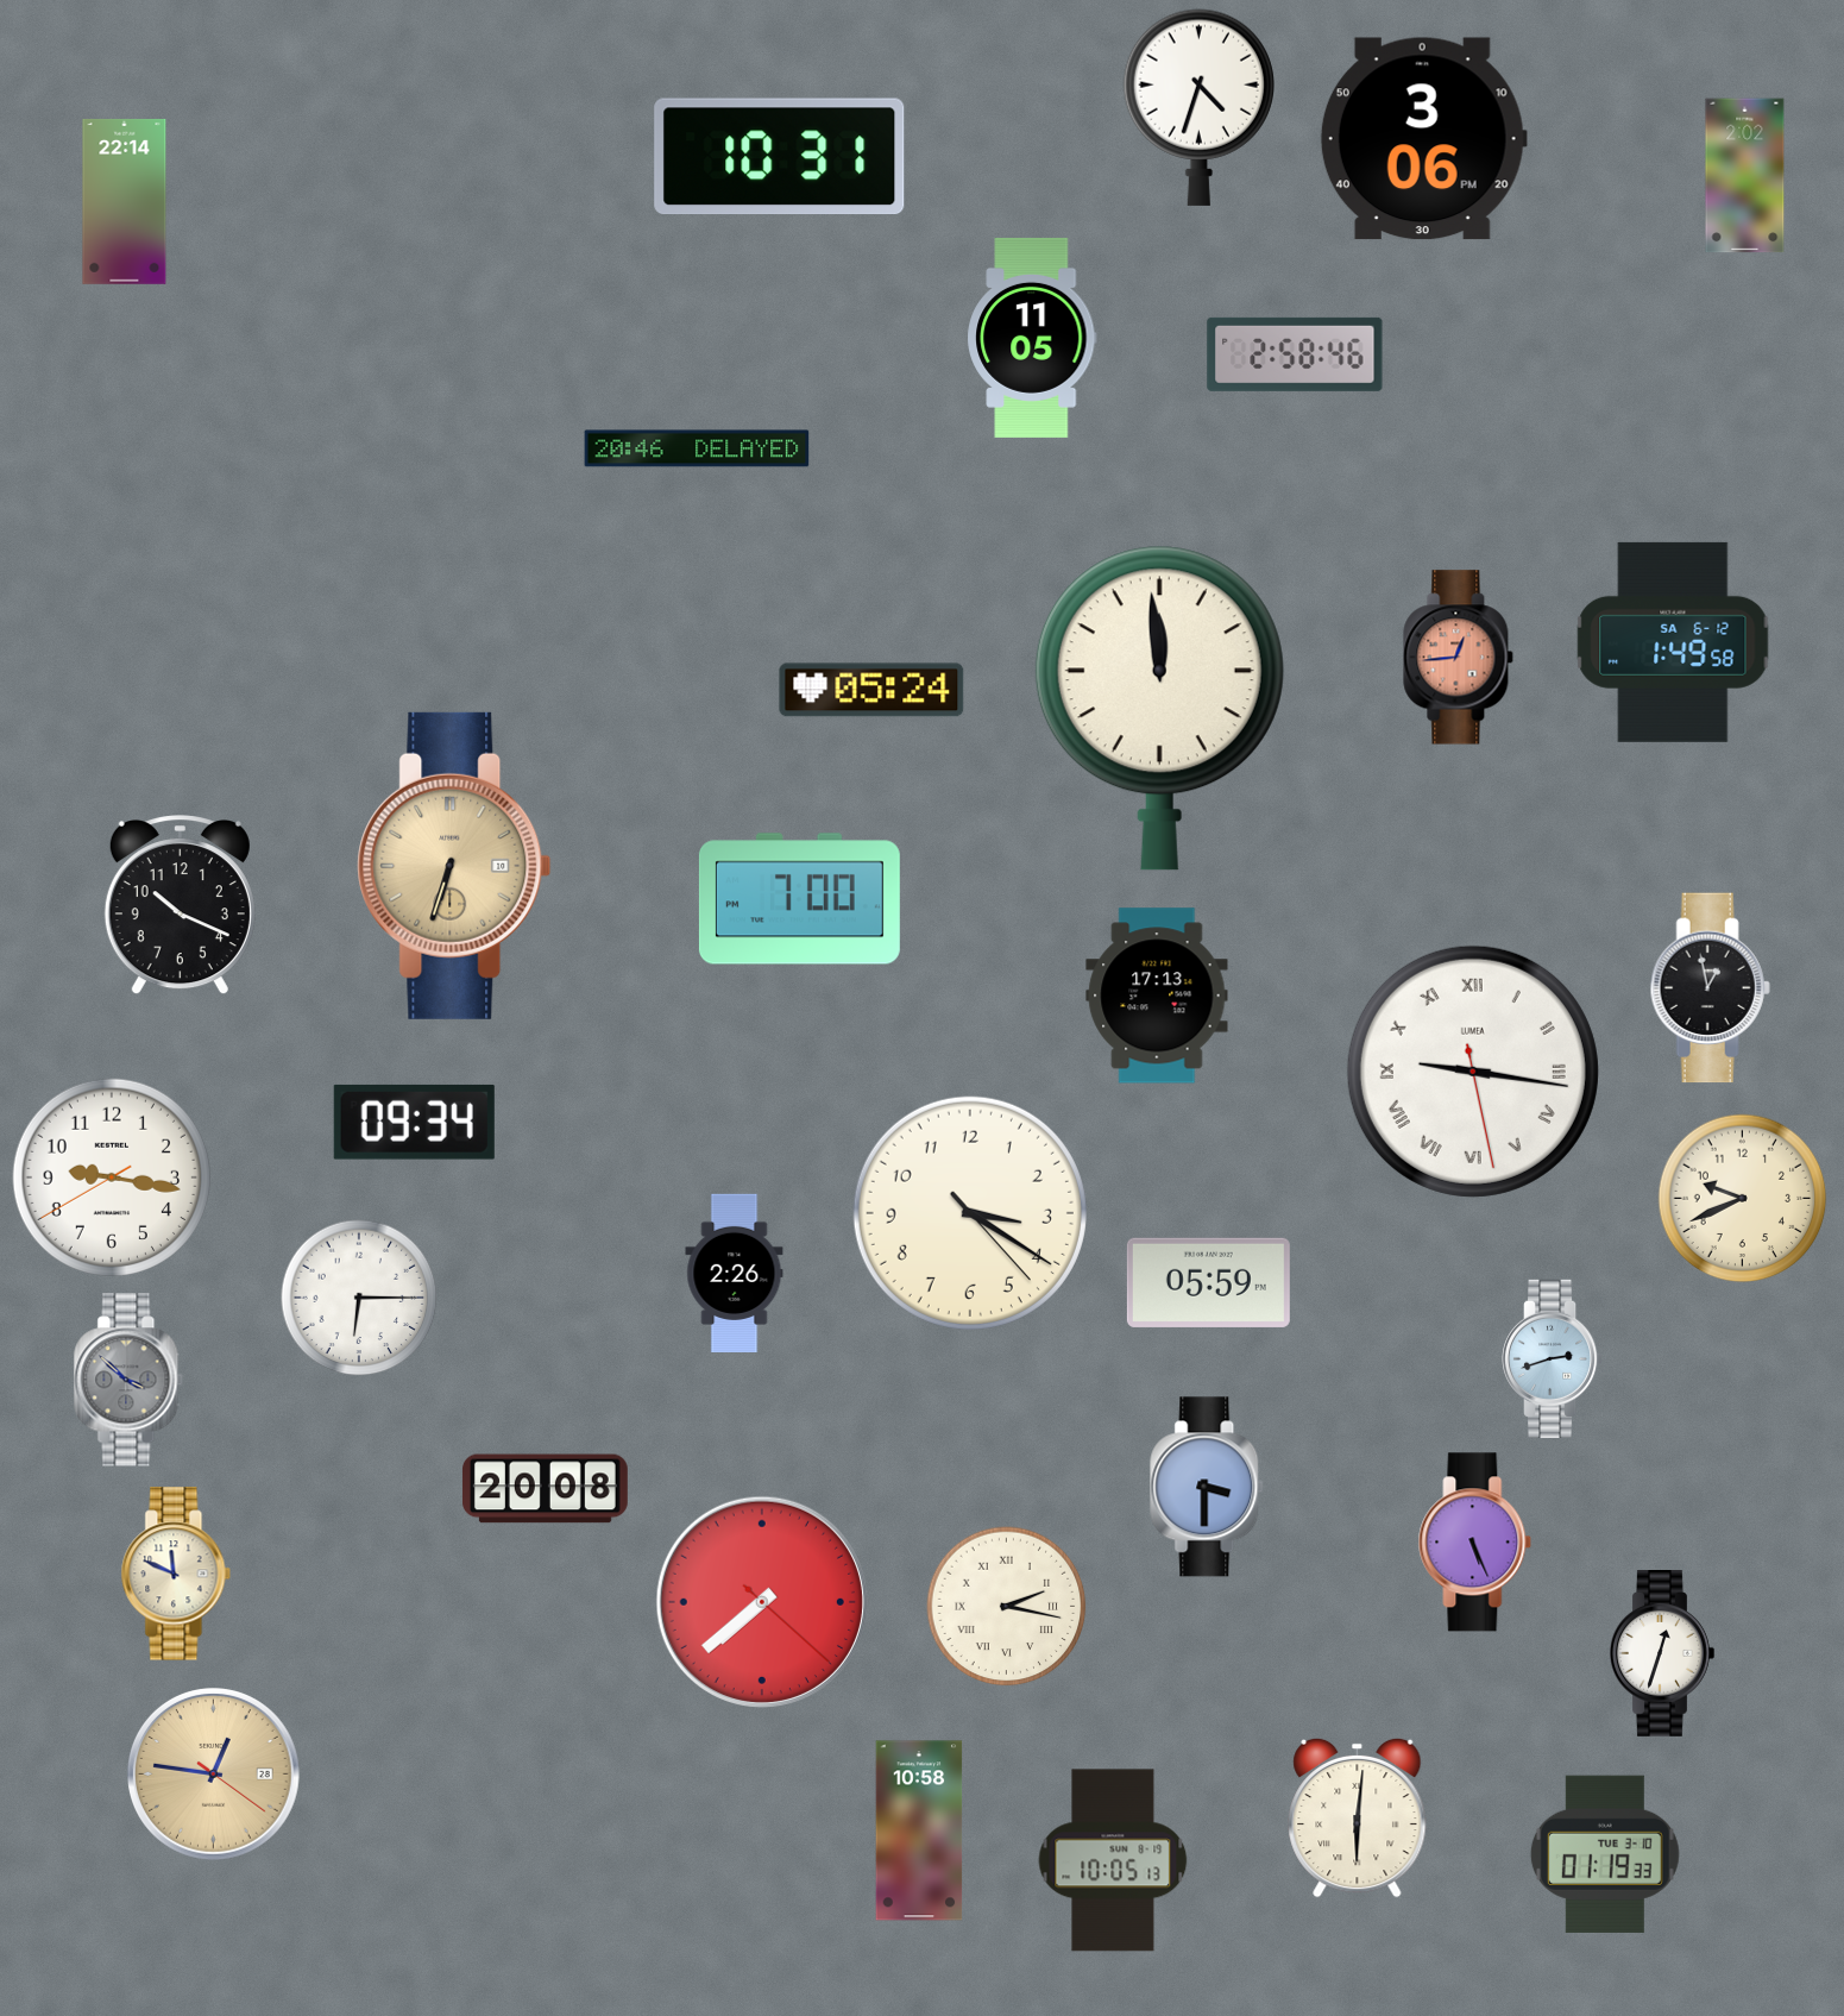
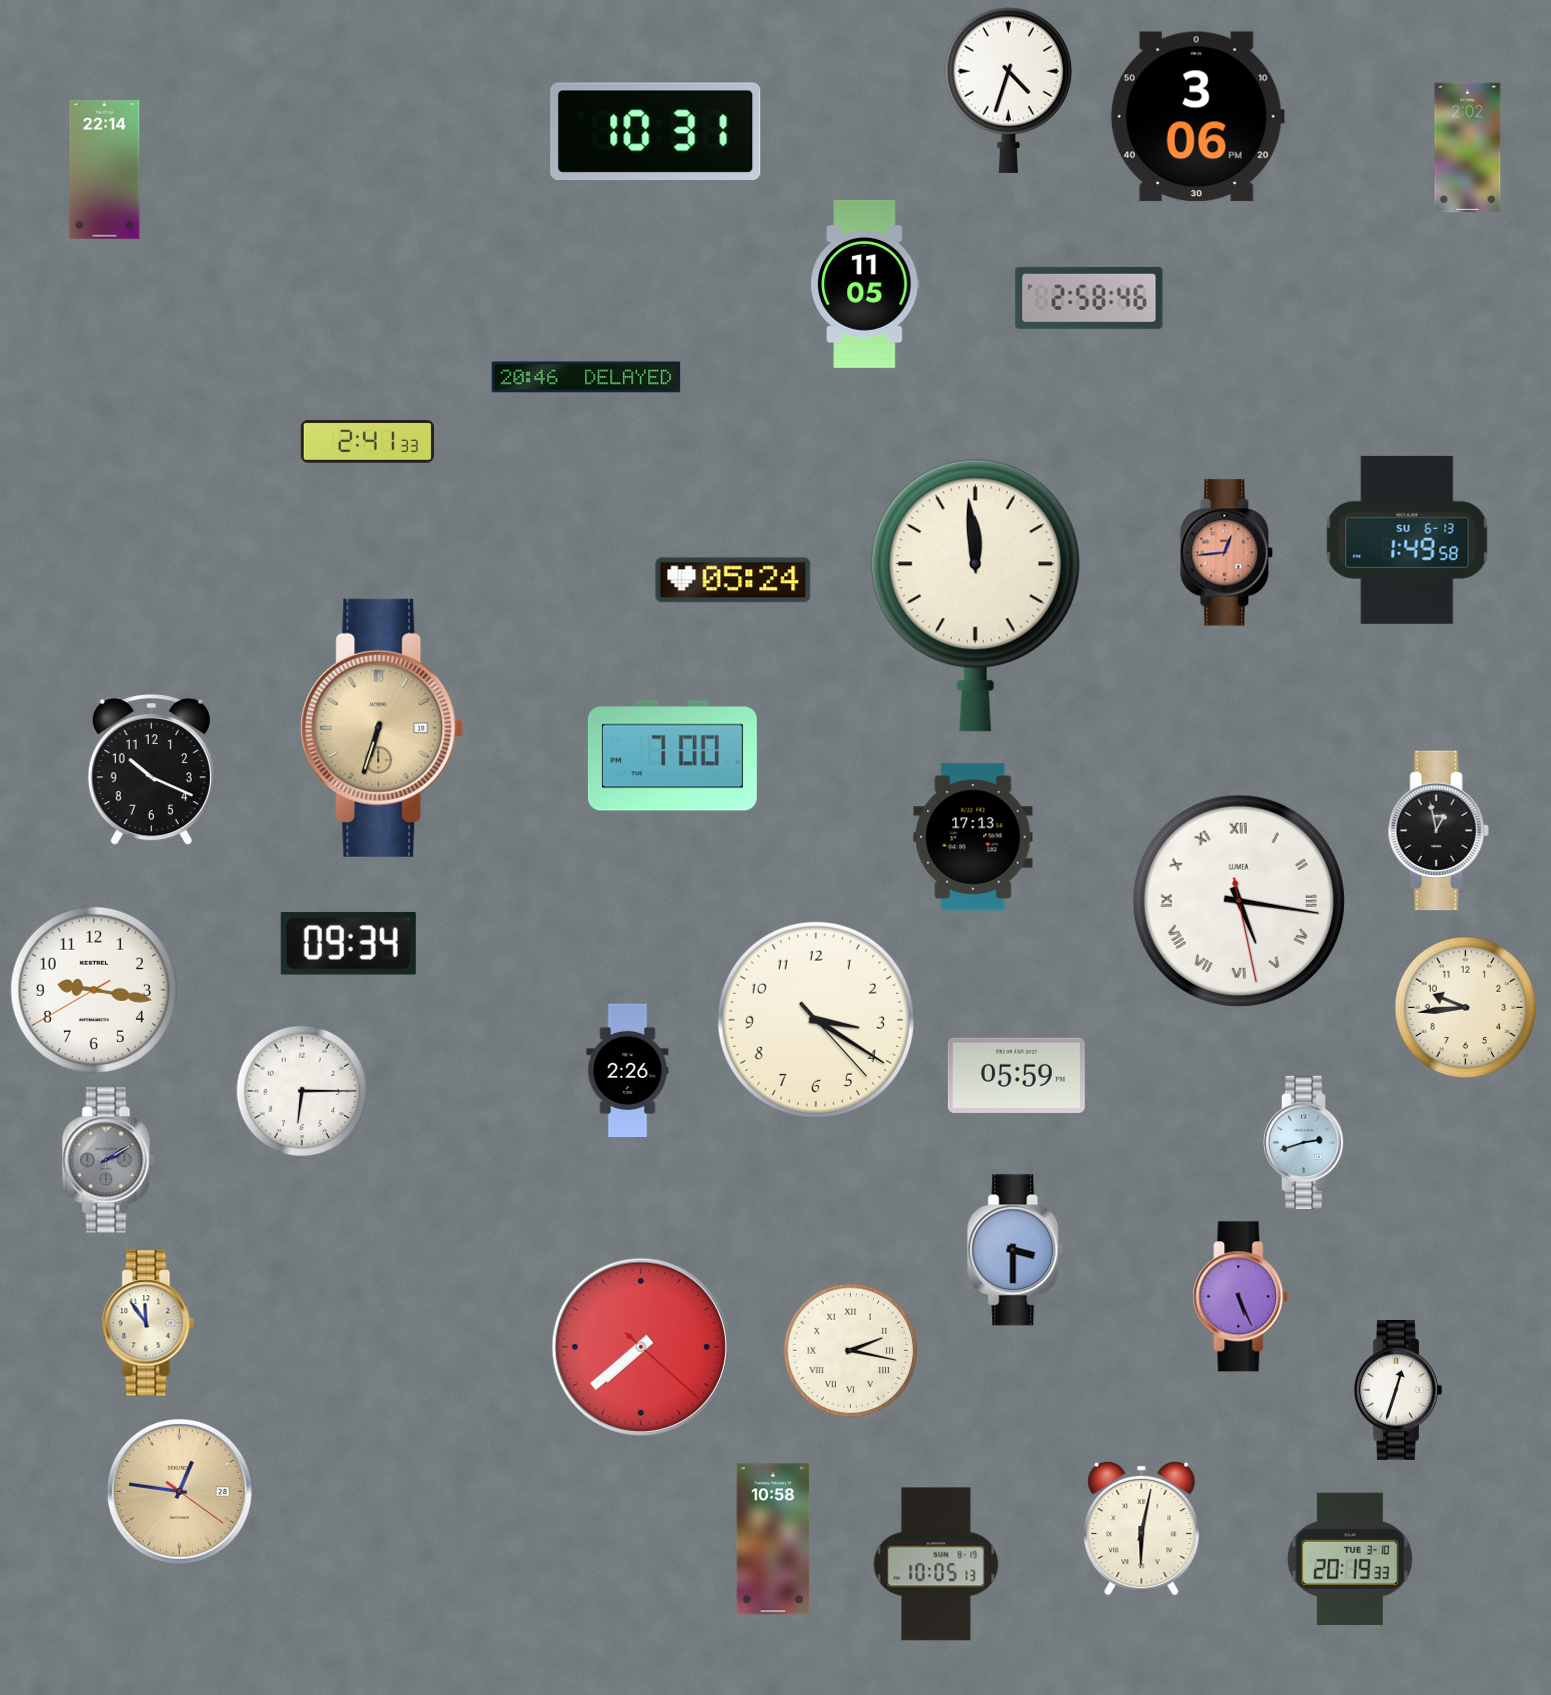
clock at (1032, 338) position: (1032, 338) -> (865, 284)
clock at (367, 442): none -> 2:41
clock at (1673, 642) date: SA 6-12 -> SU 6-13
clock at (180, 905) position: (180, 905) -> (151, 770)
clock at (1473, 1072): 9:16 -> 5:16
clock at (1743, 1199): 9:41 -> 9:44
clock at (735, 1273) position: (735, 1273) -> (628, 1070)
clock at (1208, 1282) position: (1208, 1282) -> (1016, 1075)
clock at (128, 1380): 3:52 -> 2:10
clock at (545, 1489): 20:08 -> none
clock at (176, 1574): 11:49 -> 11:54
clock at (1007, 1607) position: (1007, 1607) -> (851, 1351)
clock at (1358, 1817): 6:01 -> 6:02
clock at (1605, 1854): 01:19 -> 20:19
